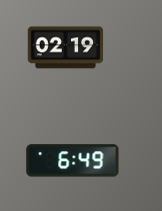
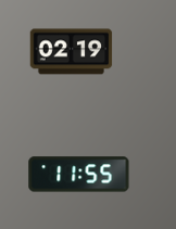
clock at (73, 161): 6:49 -> 11:55
